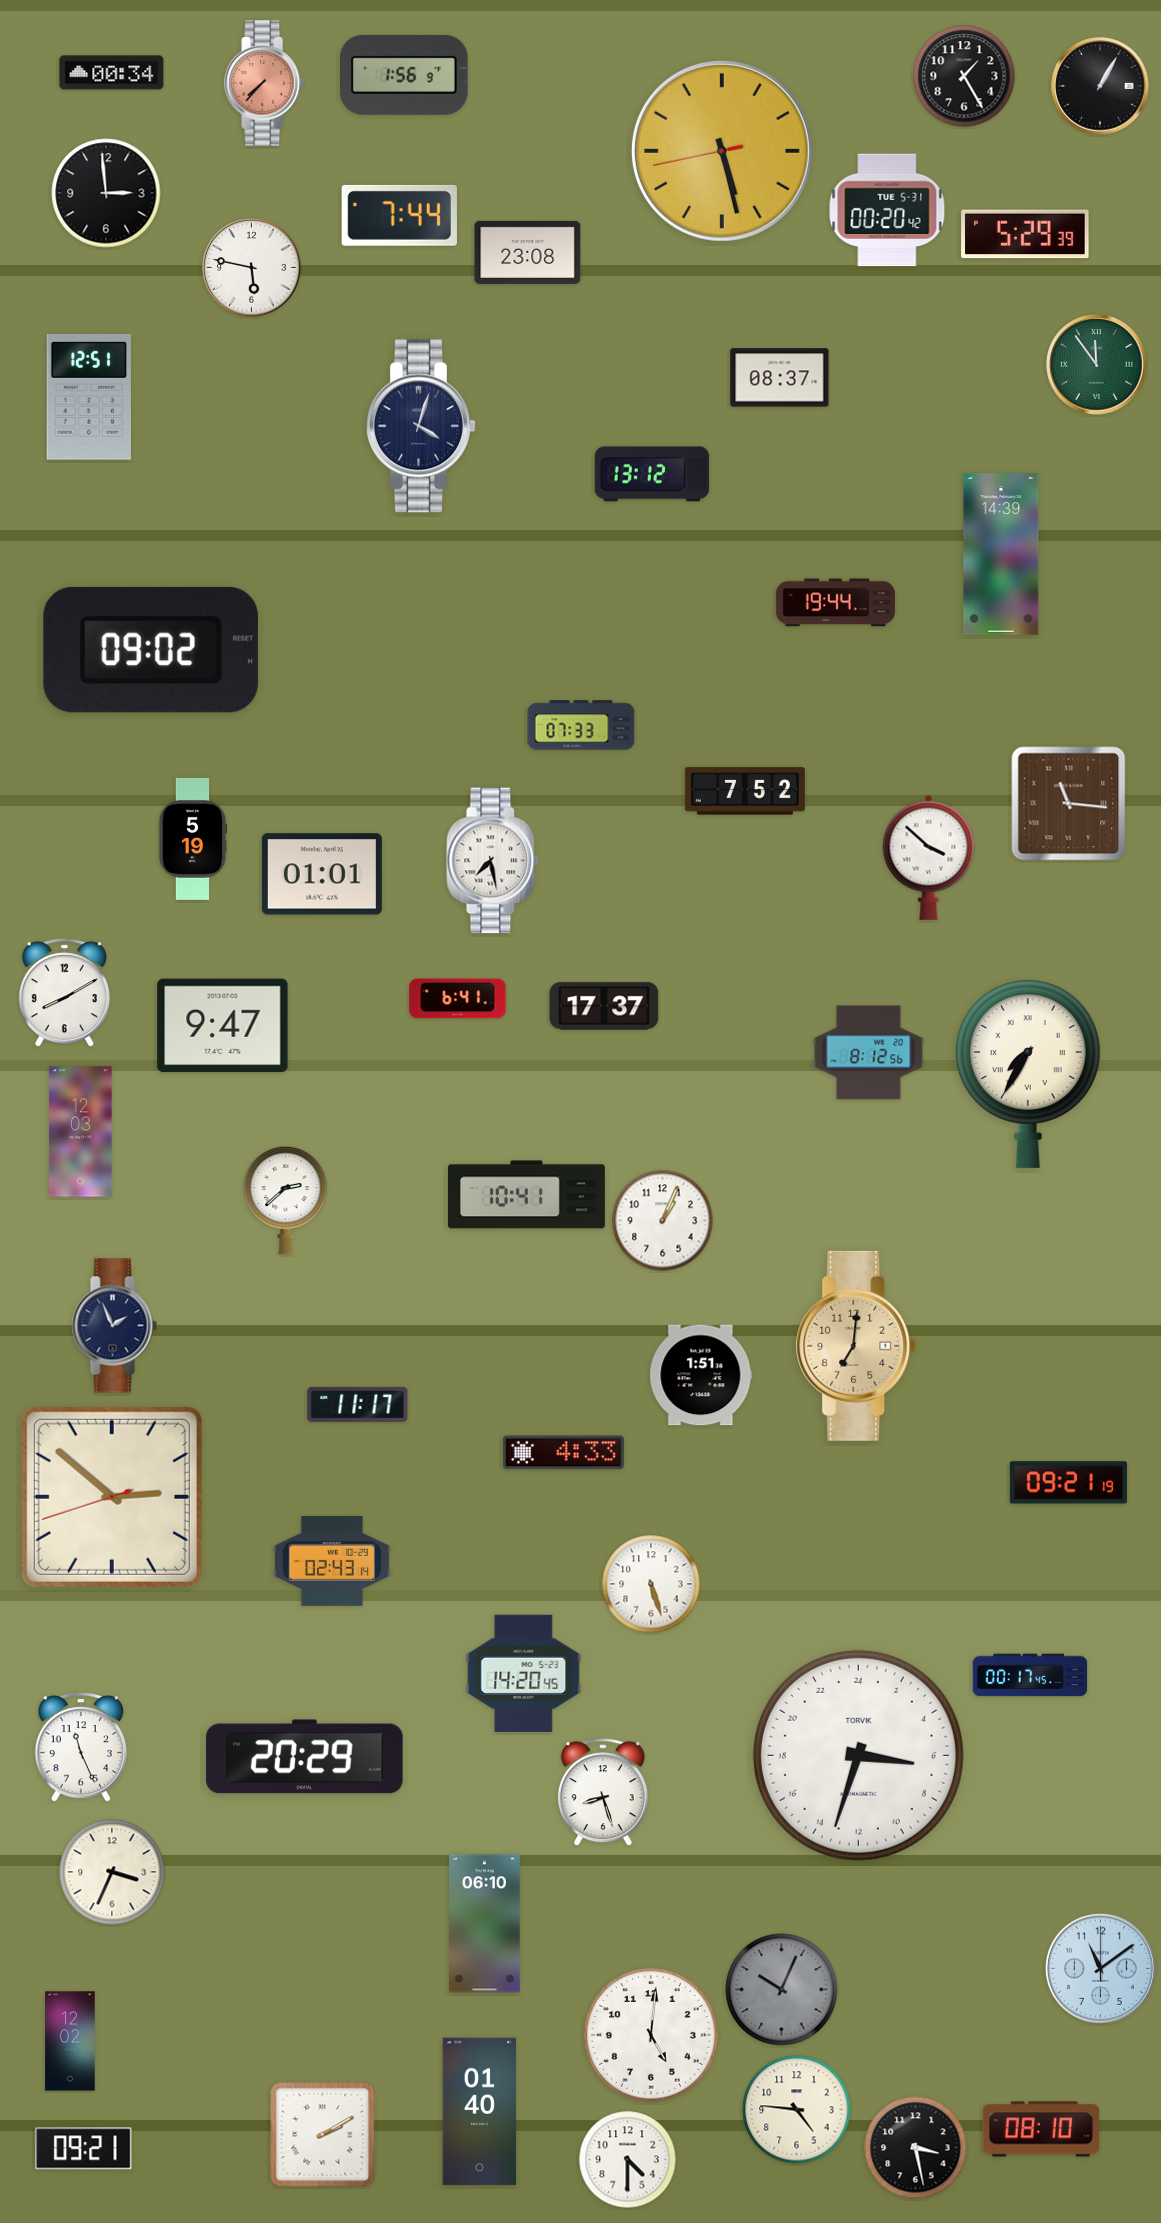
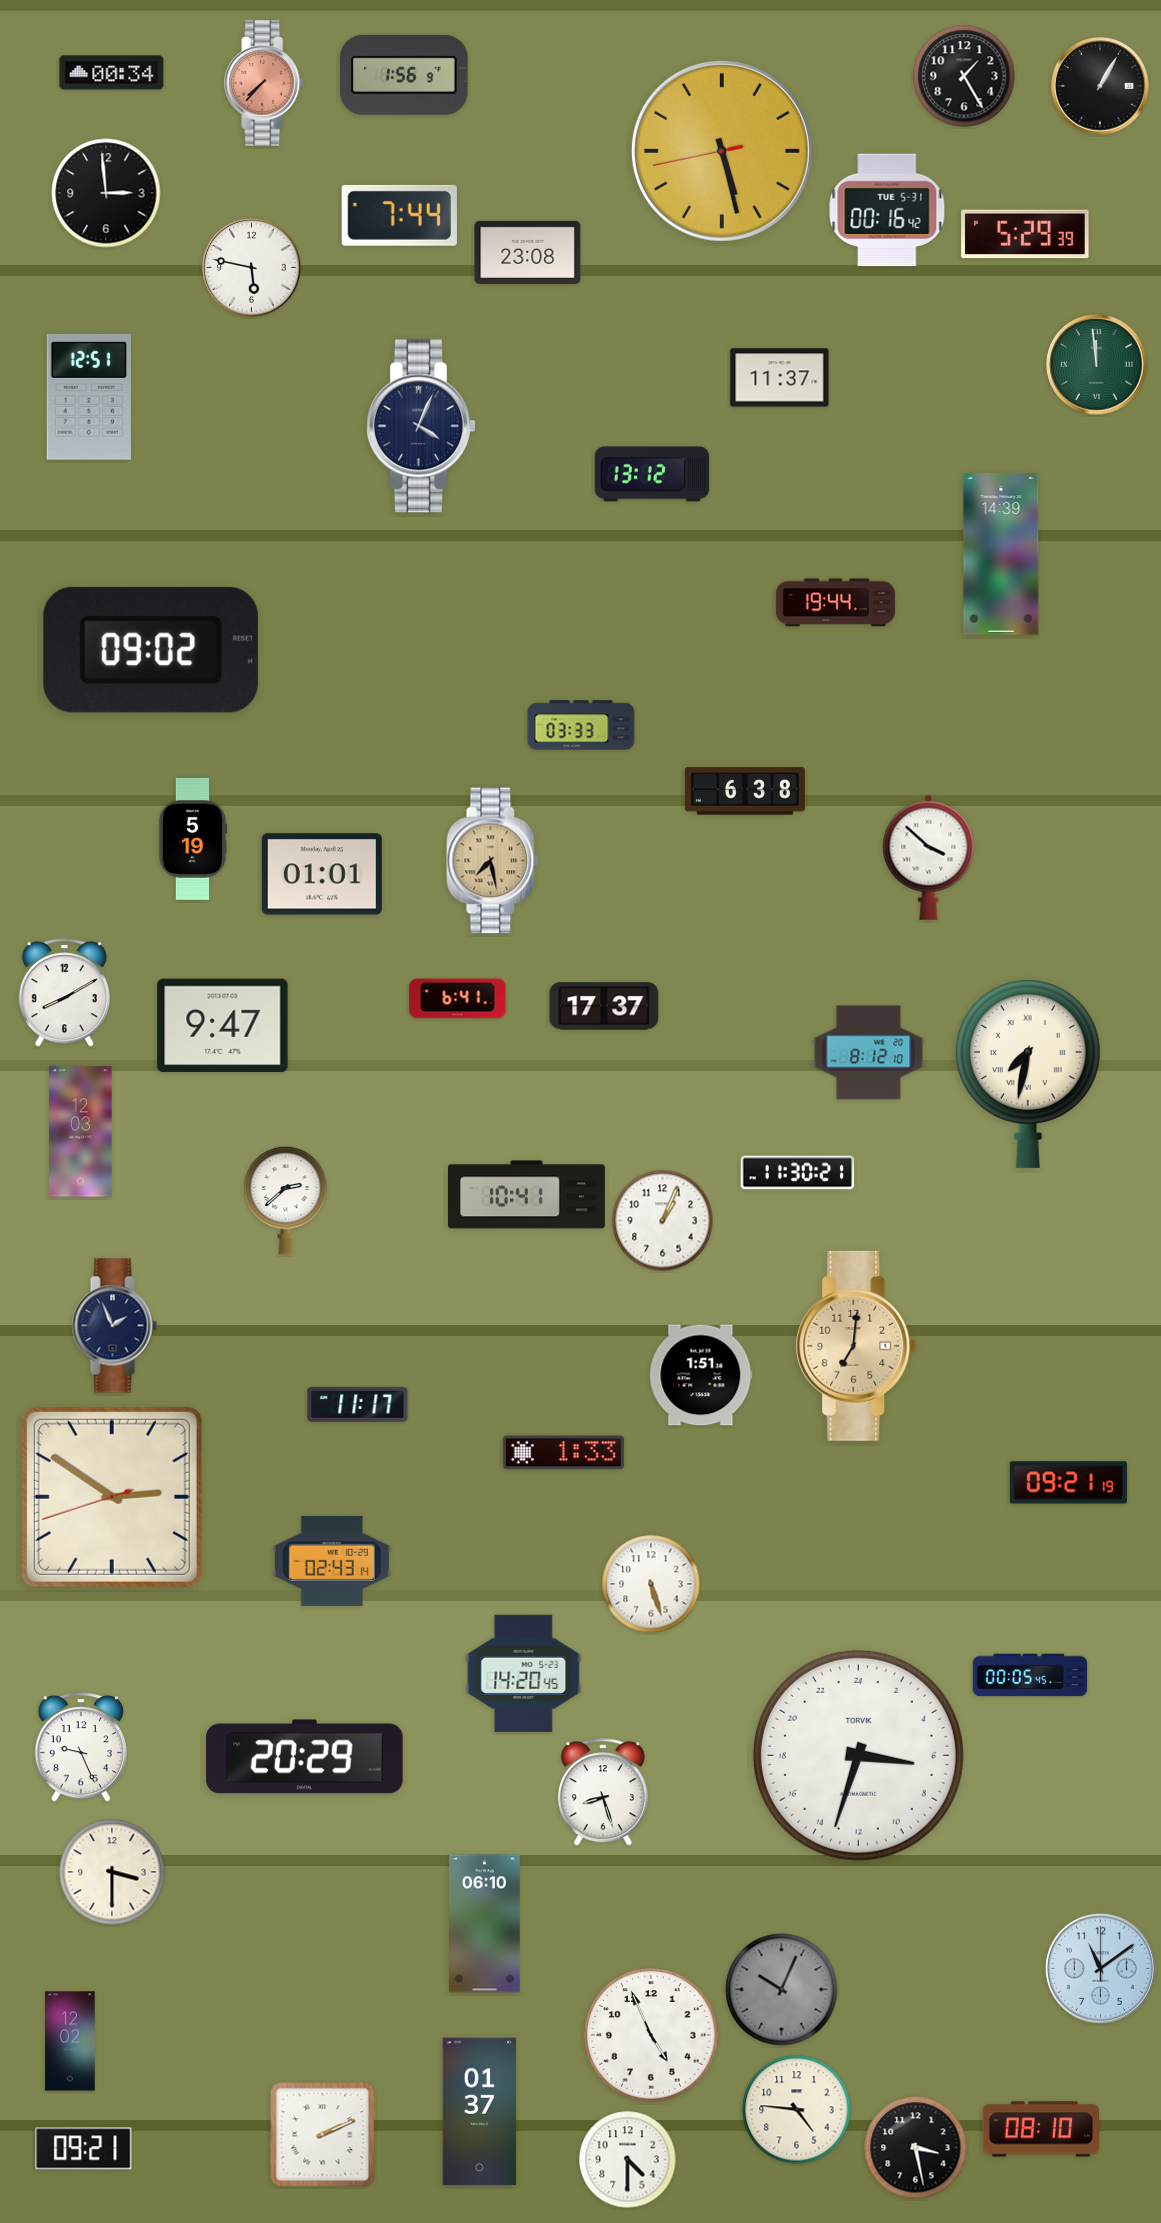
clock at (887, 210): 00:20 -> 00:16
clock at (1097, 365): 11:54 -> 11:59
clock at (780, 378): 08:37 -> 11:37
clock at (422, 426): 4:03 -> 4:04
clock at (581, 725): 07:33 -> 03:33
clock at (745, 791): 7:52 -> 6:38
clock at (1069, 804): 11:16 -> none
clock at (493, 861) dial: white -> champagne
clock at (869, 1053): 8:12:56 -> 8:12:10
clock at (1028, 1074): 7:35 -> 7:32
clock at (798, 1173): none -> 11:30
clock at (563, 1453): 4:33 -> 1:33
clock at (112, 1497): 2:51 -> 2:50
clock at (1030, 1675): 00:17 -> 00:05
clock at (80, 1748): 11:26 -> 9:26
clock at (112, 1872): 3:34 -> 3:30
clock at (651, 2035): 5:01 -> 4:56
clock at (480, 2112): 01:40 -> 01:37
clock at (323, 2135): 2:10 -> 2:11
